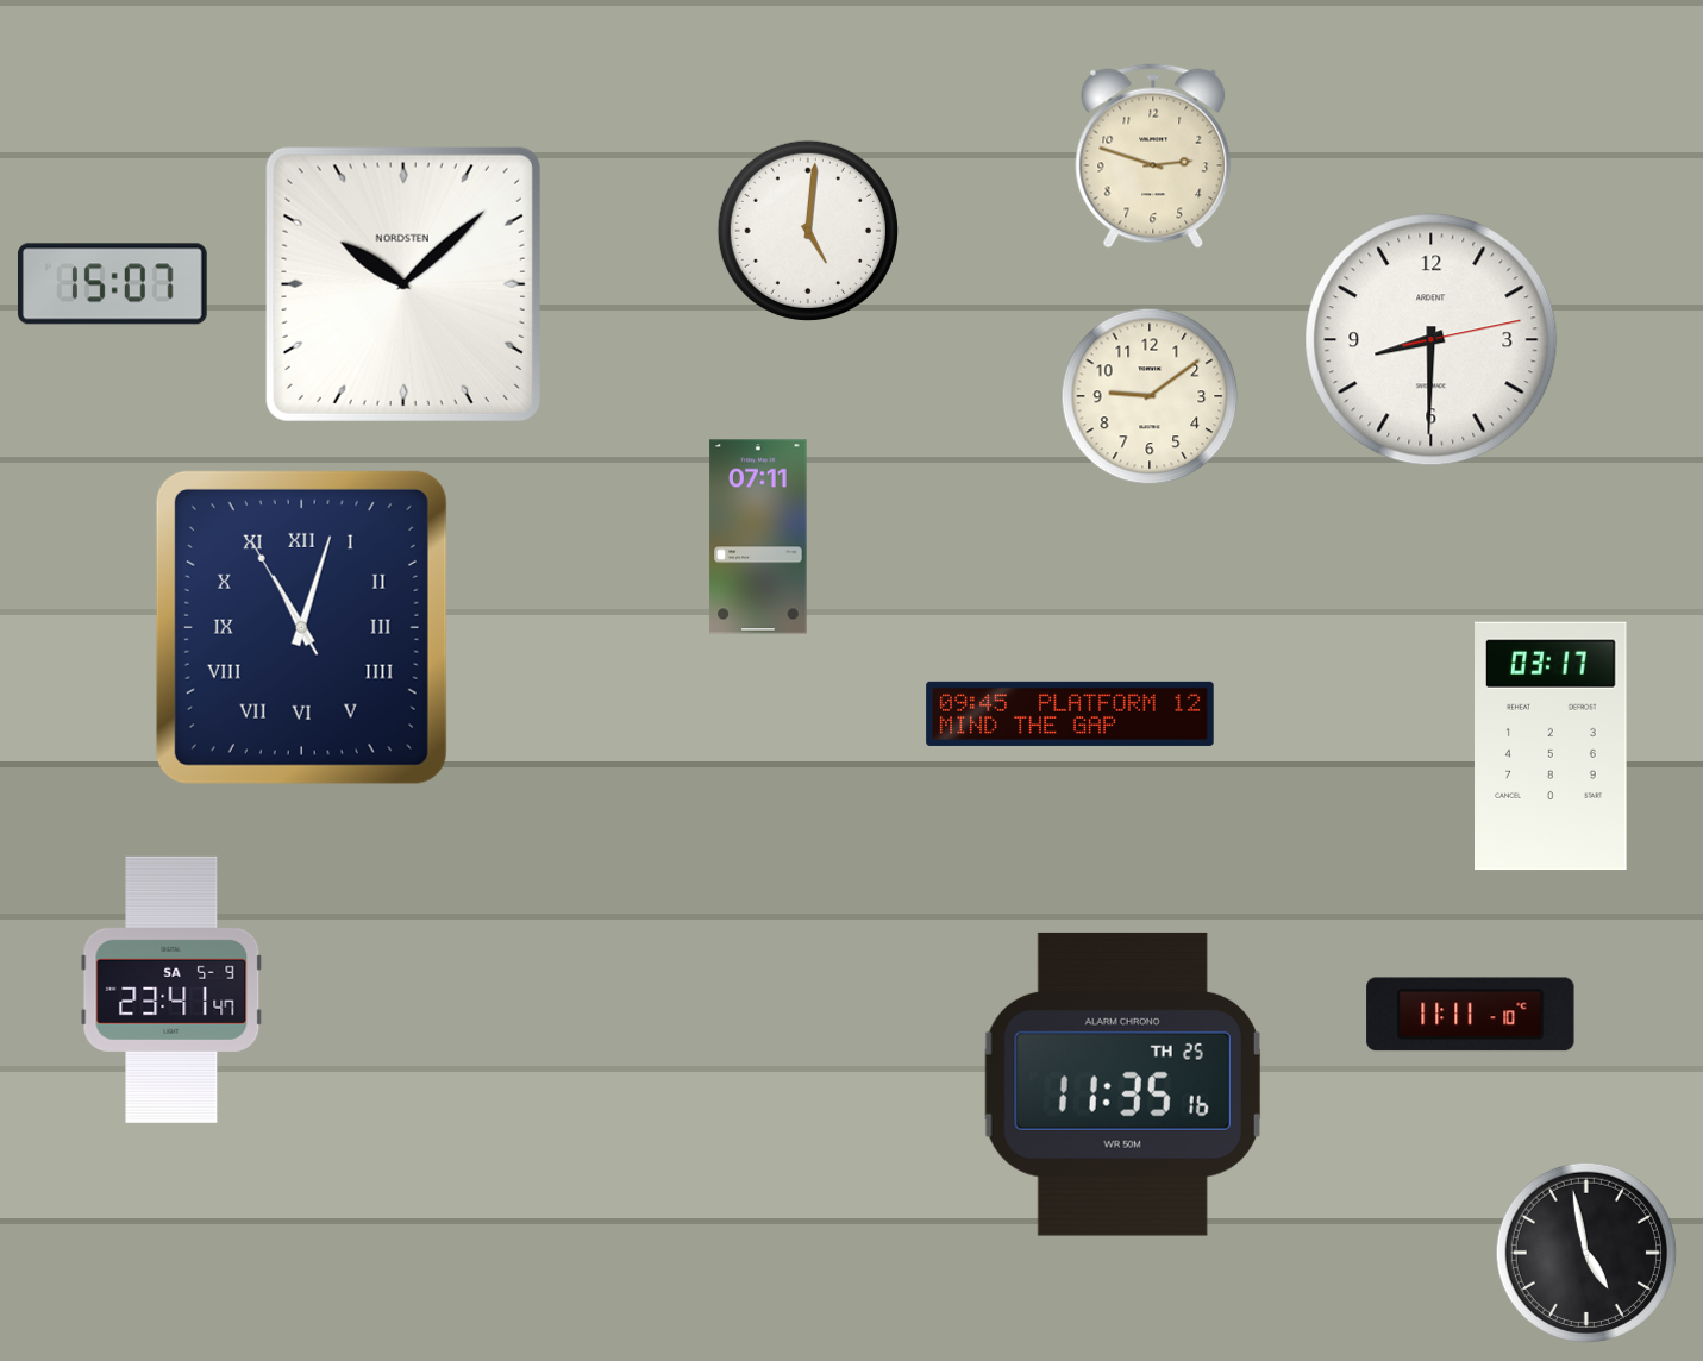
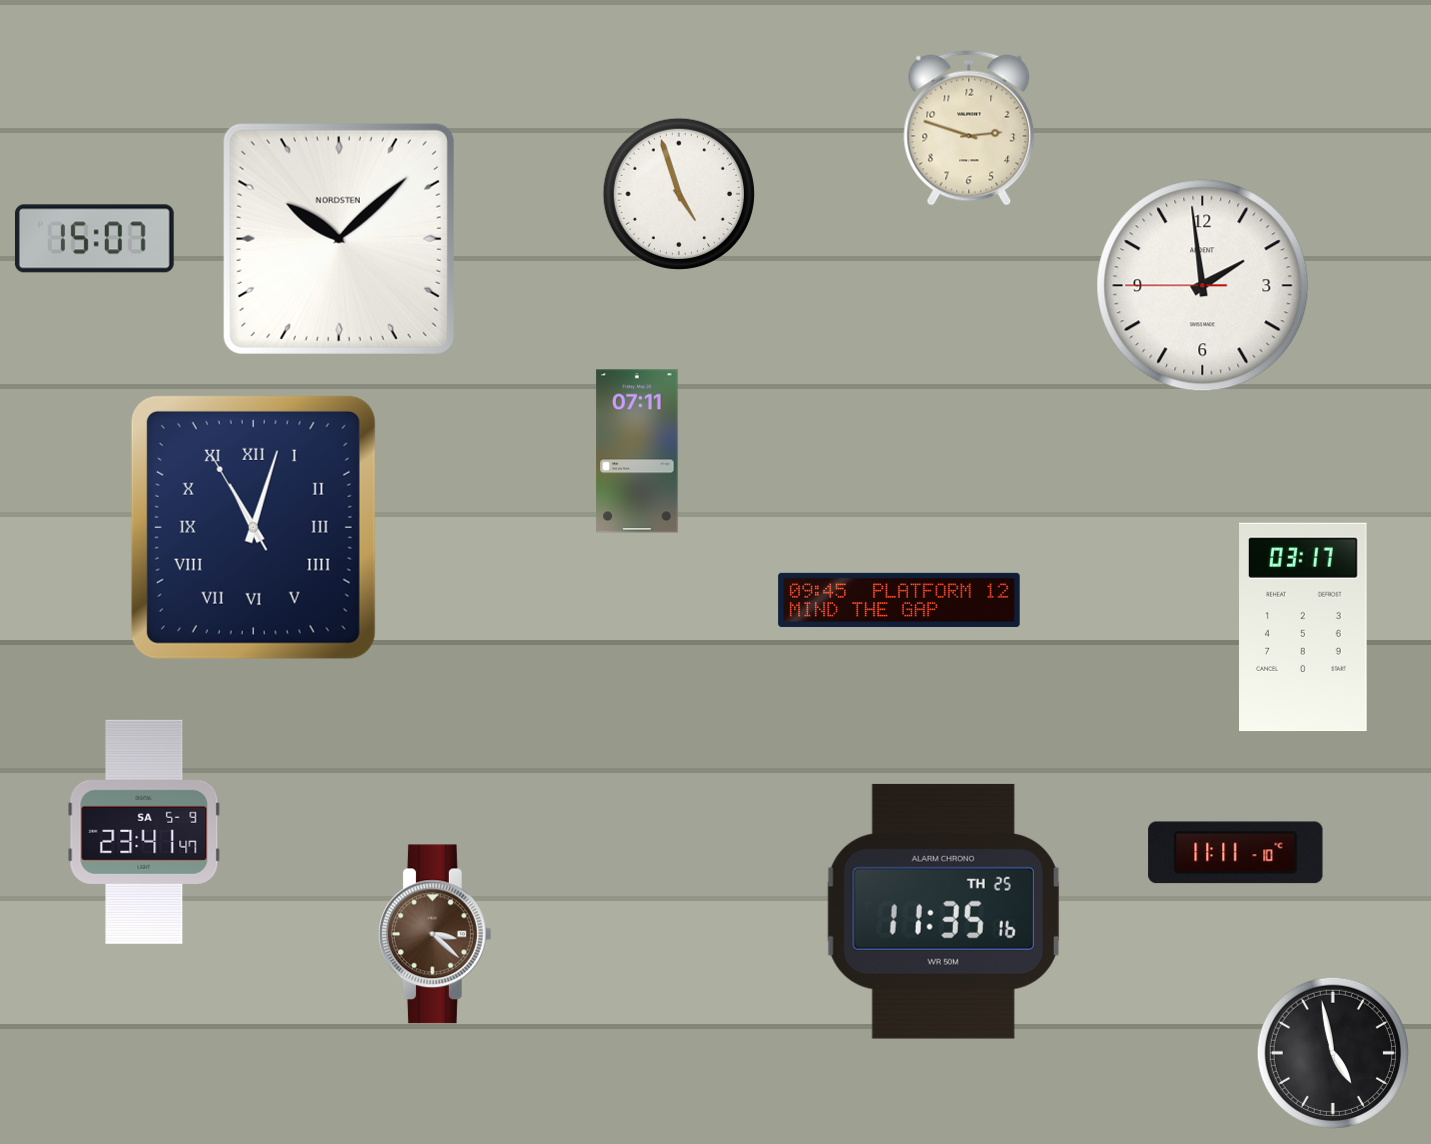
clock at (1153, 156) position: (1153, 156) -> (969, 128)
clock at (808, 231): 5:01 -> 4:57
clock at (1432, 340): 8:30 -> 1:58
clock at (1150, 396): 9:09 -> none
clock at (435, 934): none -> 3:22
